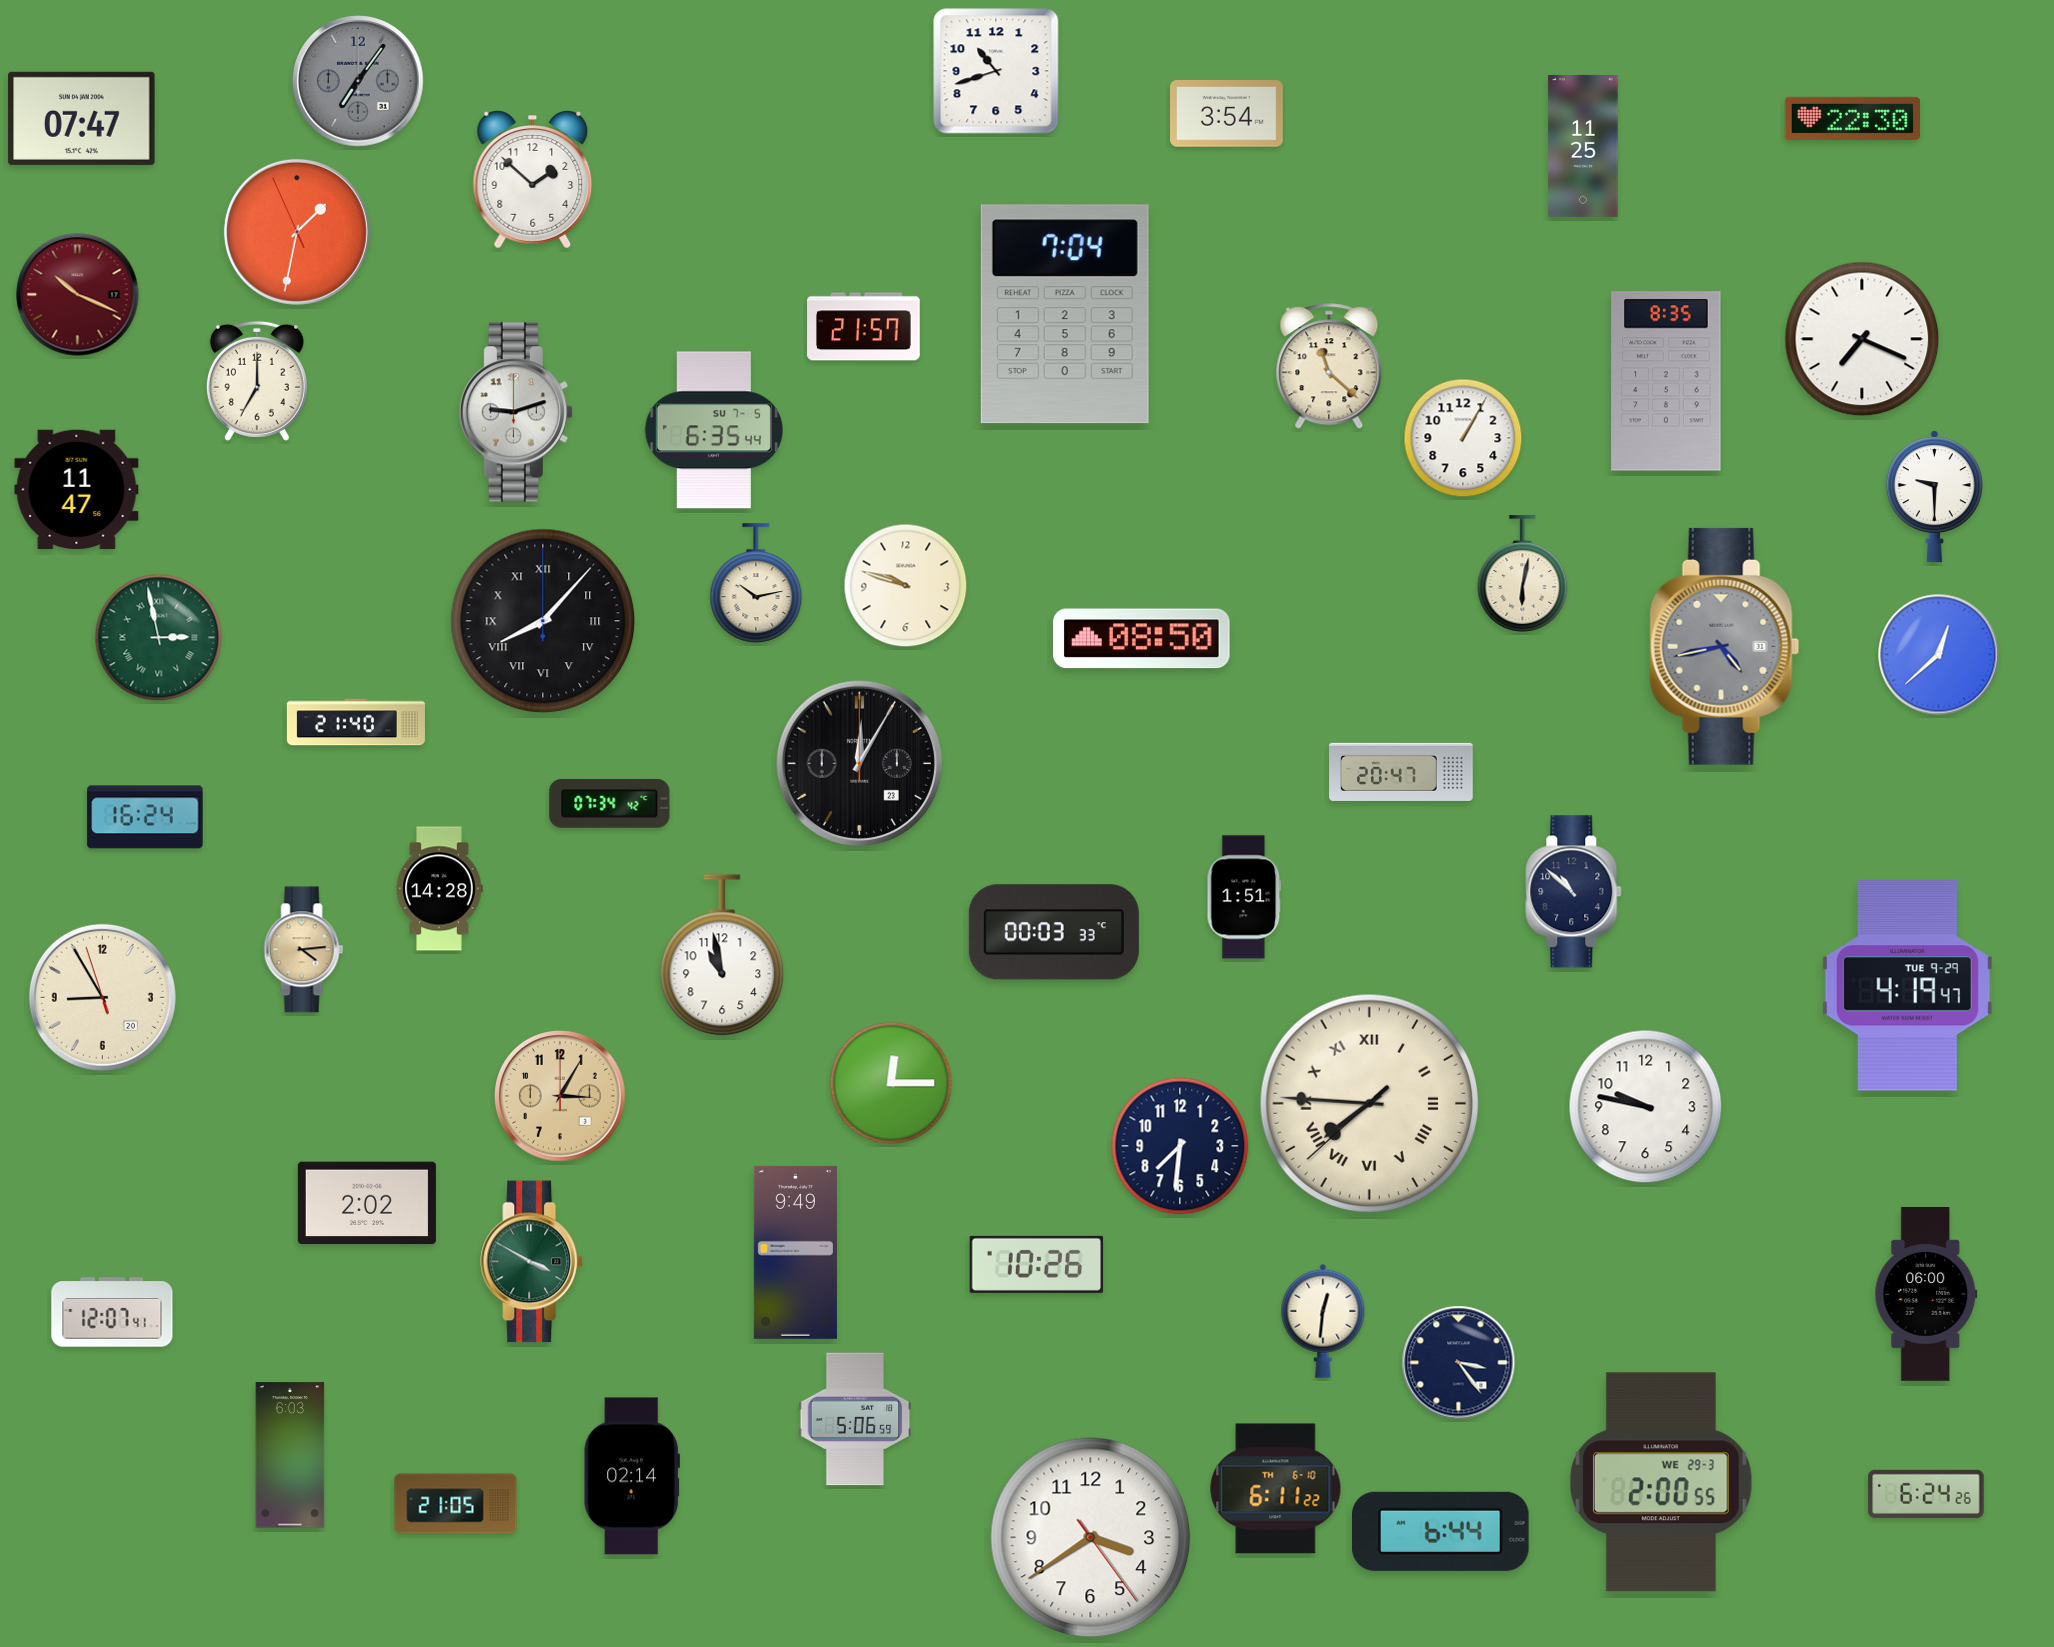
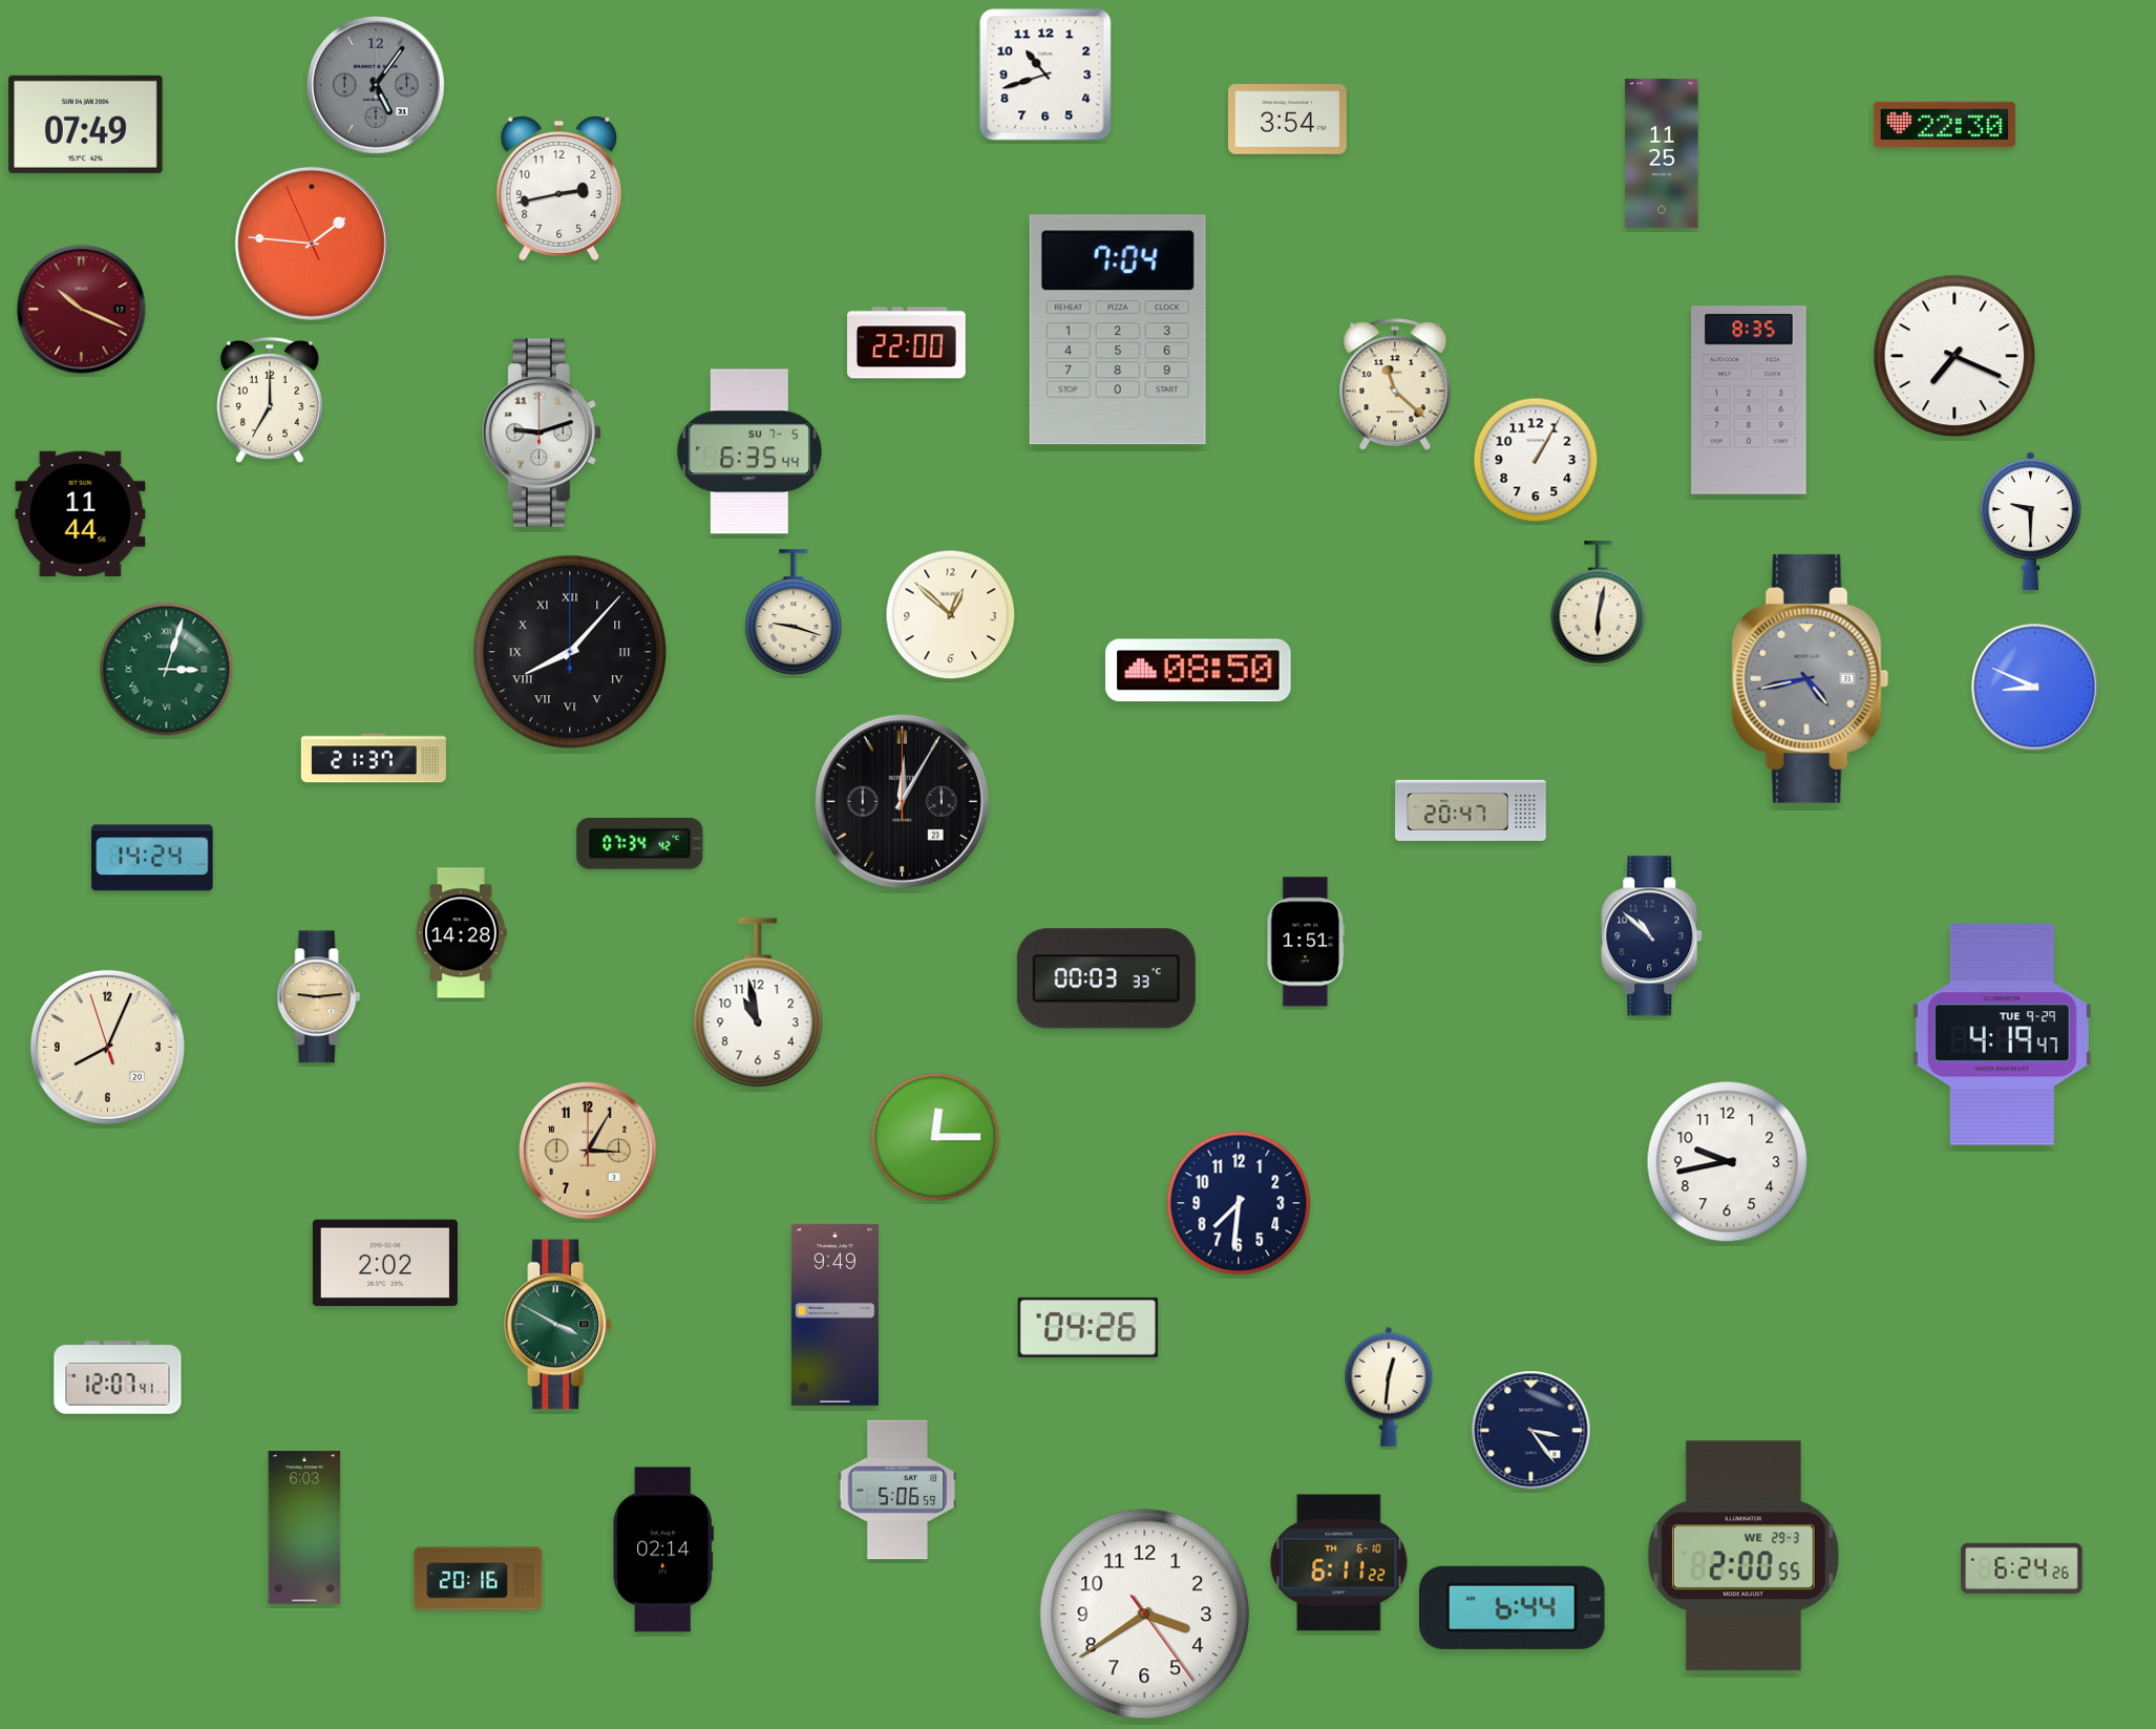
clock at (358, 81): 7:06 -> 5:06
clock at (82, 118): 07:47 -> 07:49
clock at (533, 180): 1:52 -> 2:43
clock at (297, 232): 1:31 -> 1:45
clock at (864, 327): 21:57 -> 22:00
clock at (77, 489): 11:47 -> 11:44
clock at (756, 583): 10:13 -> 9:18
clock at (906, 586): 9:48 -> 12:52
clock at (159, 638): 2:58 -> 3:03
clock at (1939, 655): 12:38 -> 8:49
clock at (356, 722): 21:40 -> 21:37
clock at (145, 817): 16:24 -> 14:24
clock at (304, 950): 4:14 -> 9:14
clock at (102, 997): 8:54 -> 8:03
clock at (1369, 1103): 7:45 -> none
clock at (1646, 1107): 9:47 -> 9:43
clock at (1037, 1264): 10:26 -> 04:26
clock at (1926, 1295): 06:00 -> none
clock at (456, 1504): 21:05 -> 20:16
